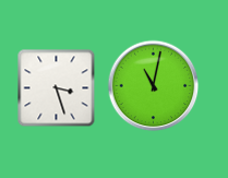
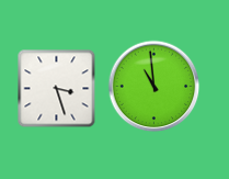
clock at (154, 86): 11:02 -> 10:59
